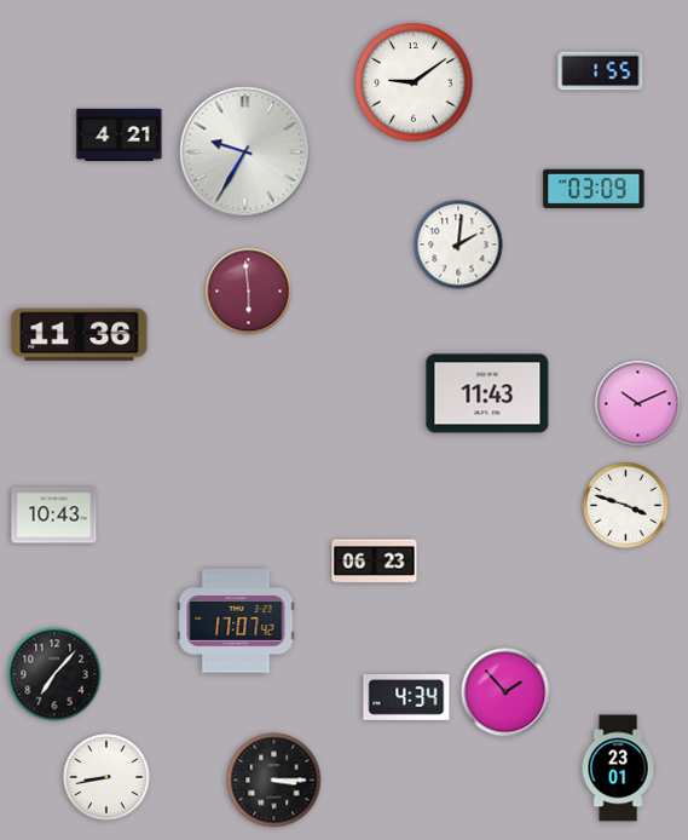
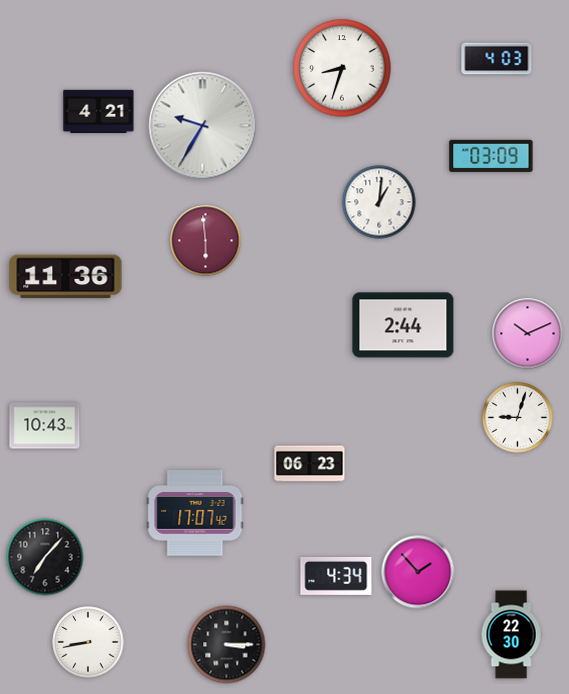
clock at (601, 71): 1:55 -> 4:03
clock at (414, 82): 9:09 -> 8:33
clock at (458, 244): 2:01 -> 1:01
clock at (487, 393): 11:43 -> 2:44
clock at (626, 506): 3:48 -> 9:03
clock at (618, 769): 23:01 -> 22:30
